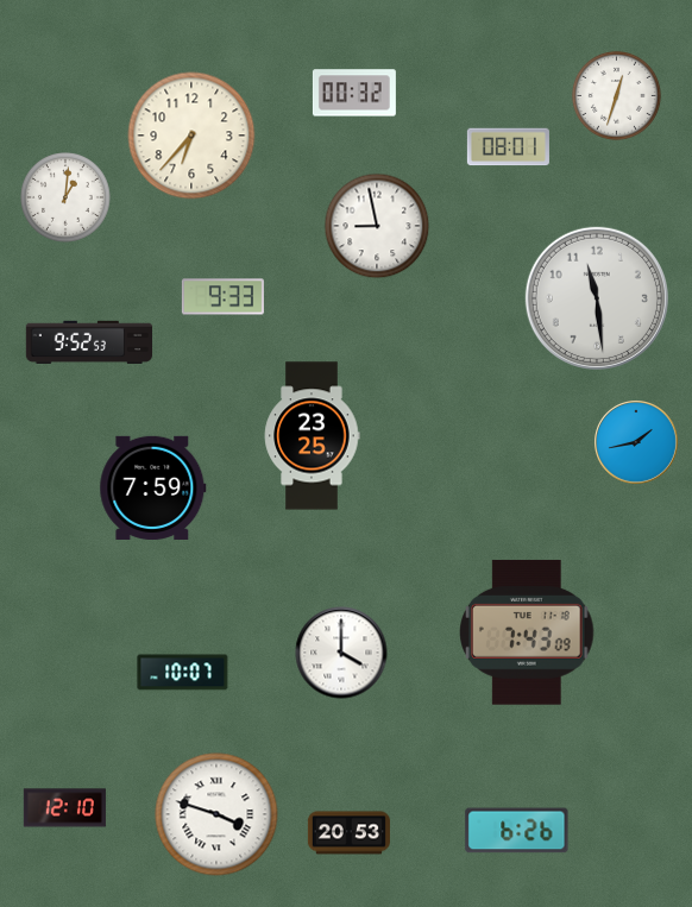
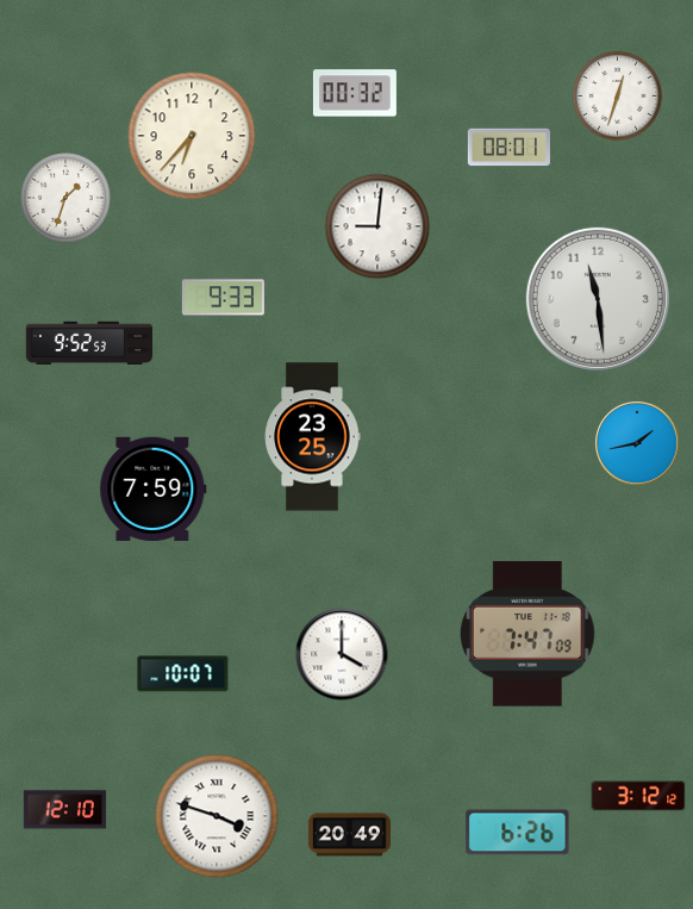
clock at (65, 197): 1:01 -> 1:33
clock at (377, 226): 8:58 -> 9:01
clock at (528, 632): 7:43 -> 7:47
clock at (638, 796): none -> 3:12
clock at (348, 833): 20:53 -> 20:49
